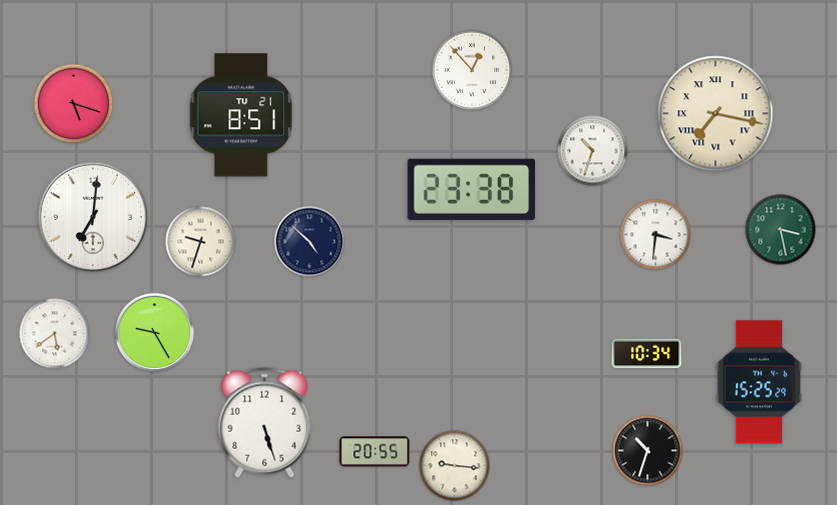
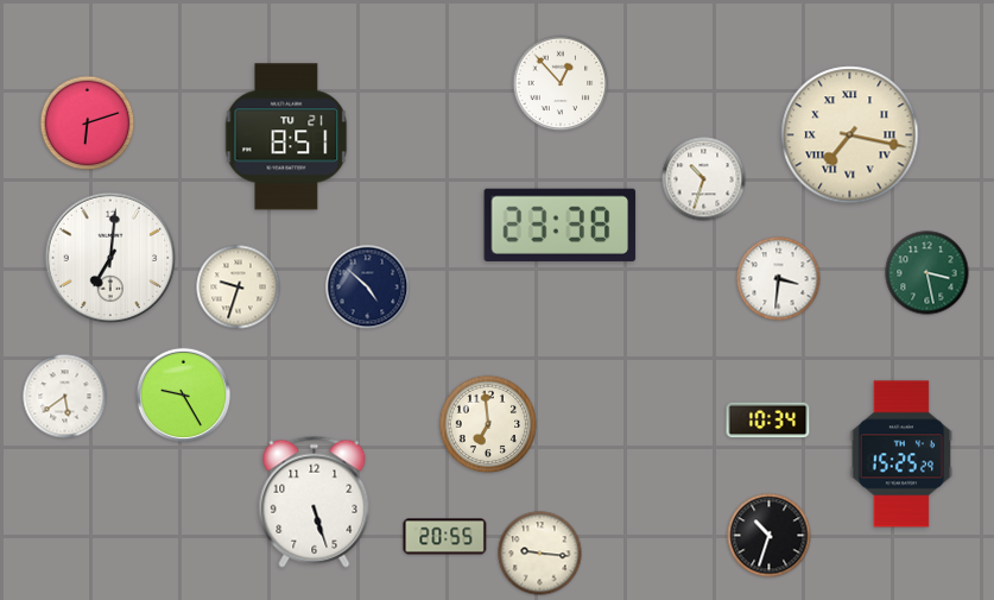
clock at (74, 104): 5:18 -> 6:12
clock at (488, 424): none -> 6:59
